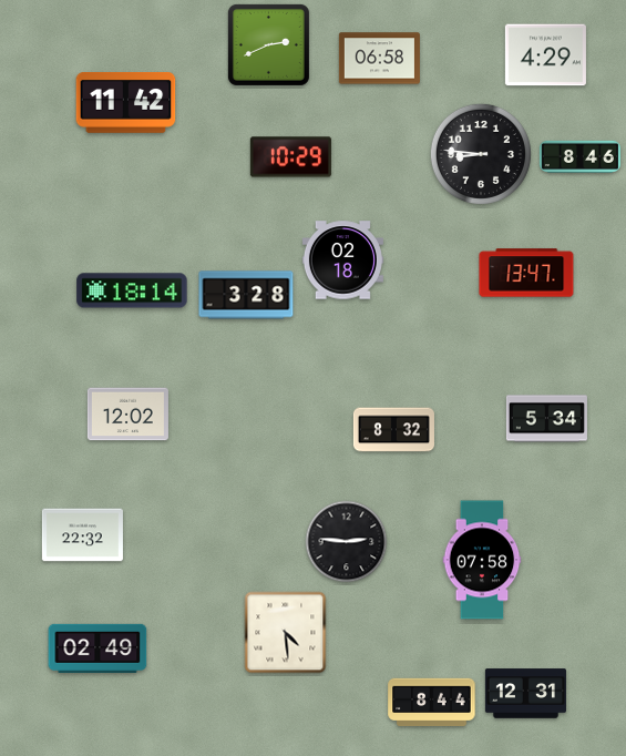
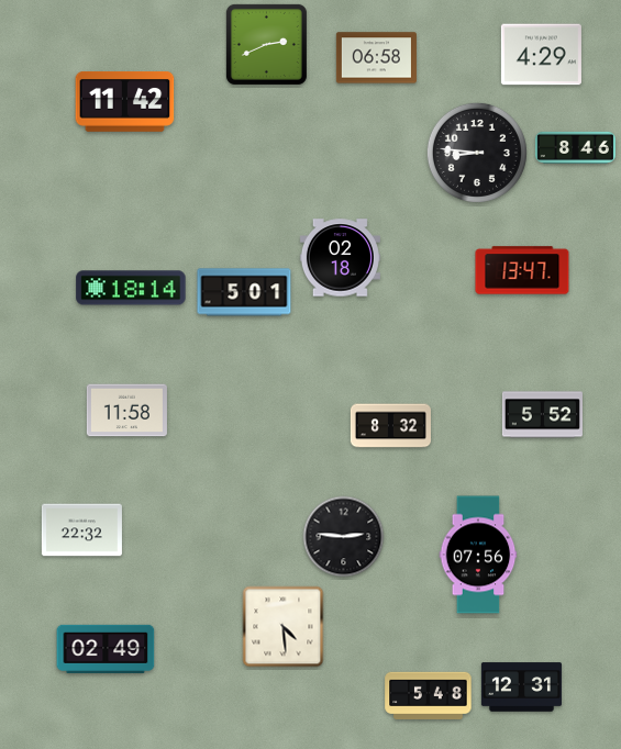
clock at (579, 156) position: (579, 156) -> (575, 147)
clock at (290, 157): 10:29 -> none
clock at (246, 295): 3:28 -> 5:01
clock at (127, 415): 12:02 -> 11:58
clock at (546, 419): 5:34 -> 5:52
clock at (482, 560): 07:58 -> 07:56
clock at (98, 648) position: (98, 648) -> (106, 649)
clock at (432, 703): 8:44 -> 5:48
